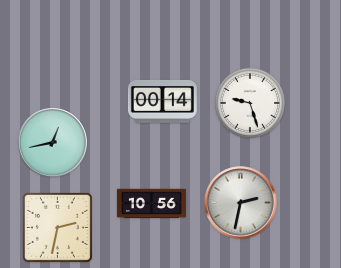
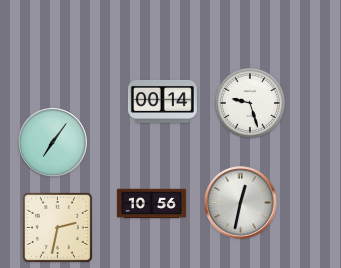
clock at (53, 143): 12:43 -> 7:06
clock at (241, 203): 2:32 -> 12:32
